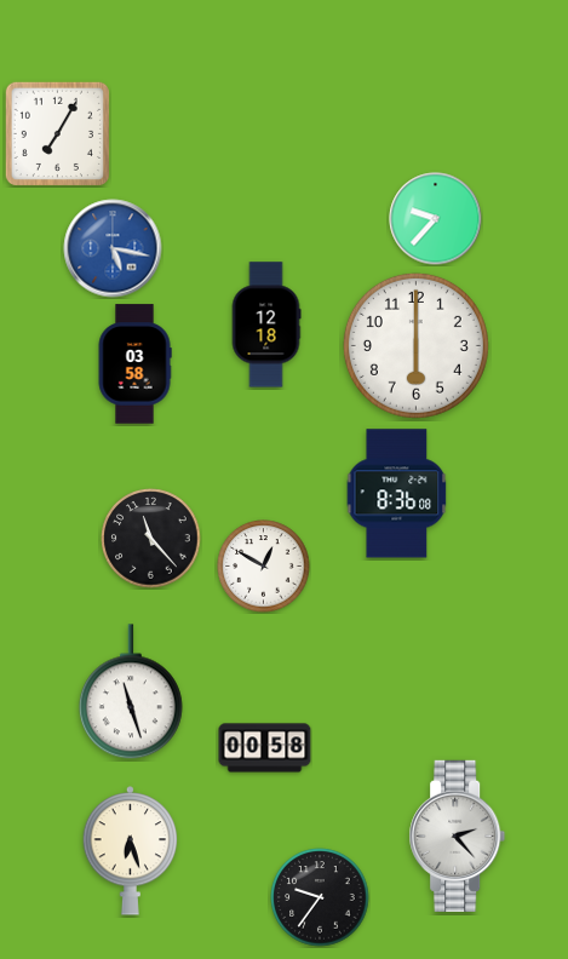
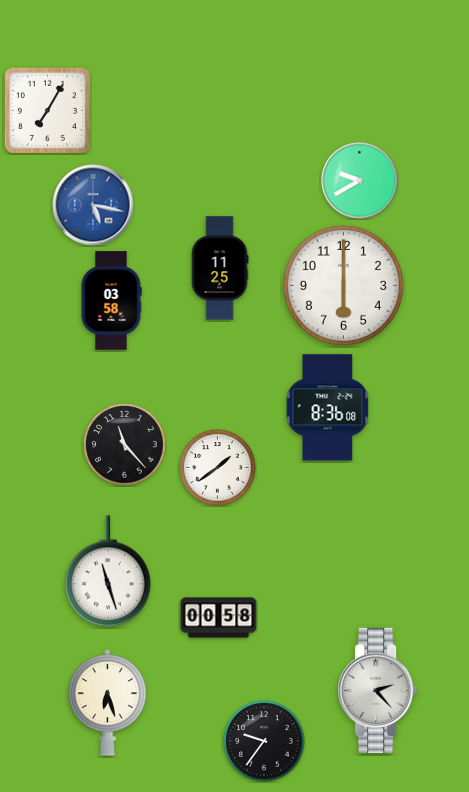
clock at (436, 219): 9:37 -> 9:40
clock at (266, 325): 12:18 -> 11:25
clock at (264, 567): 12:50 -> 1:39
